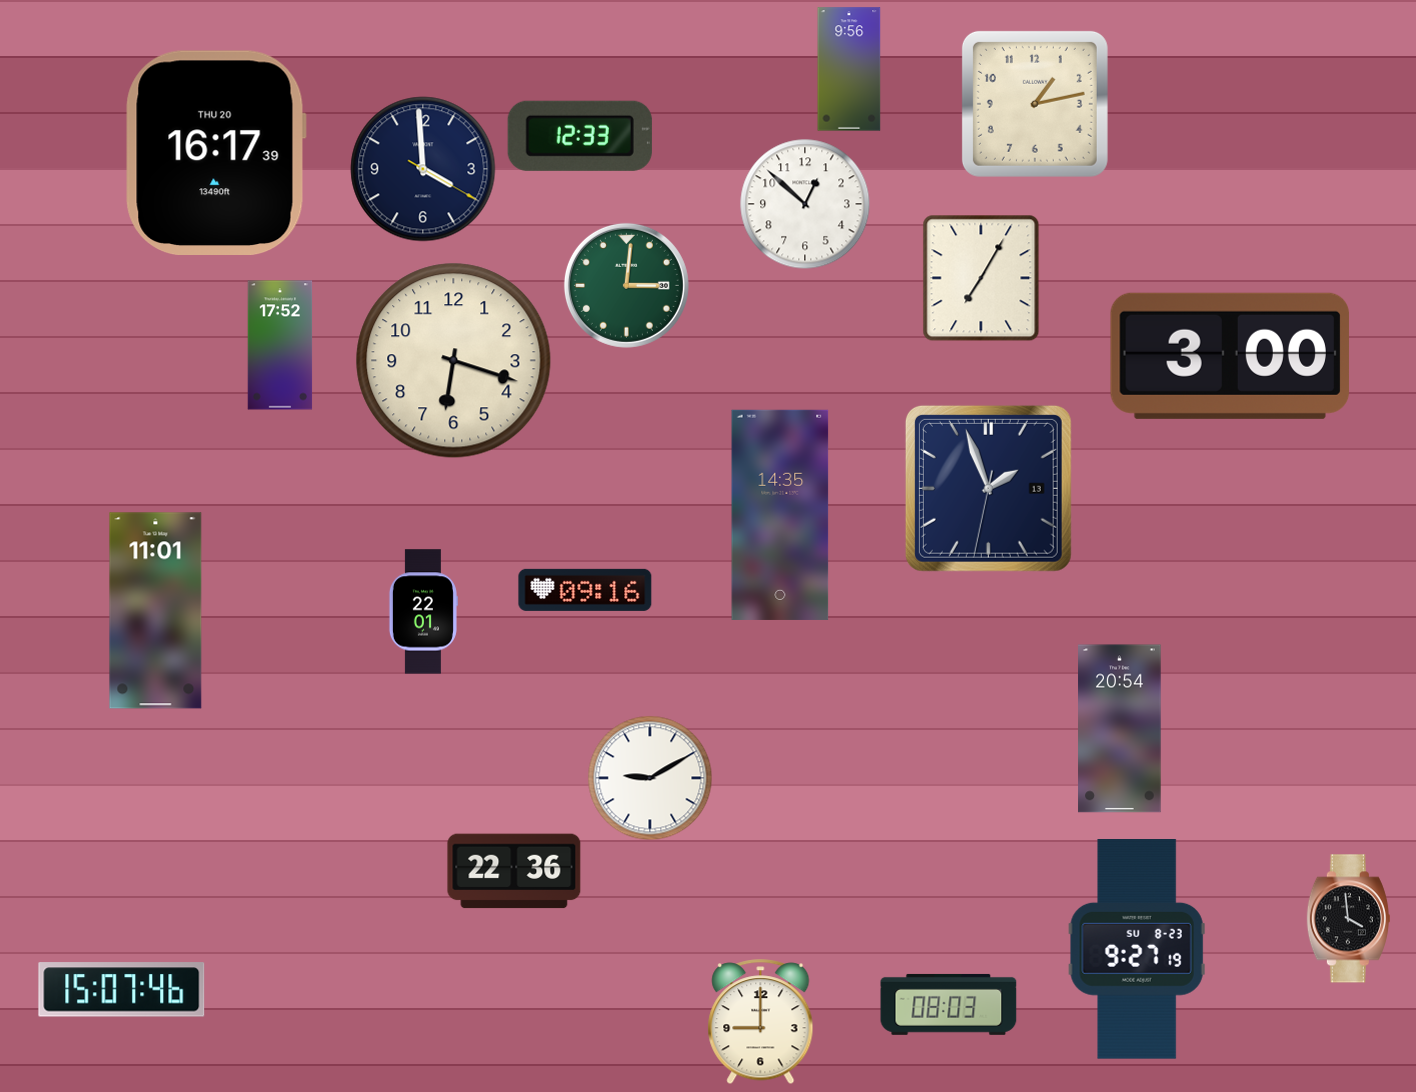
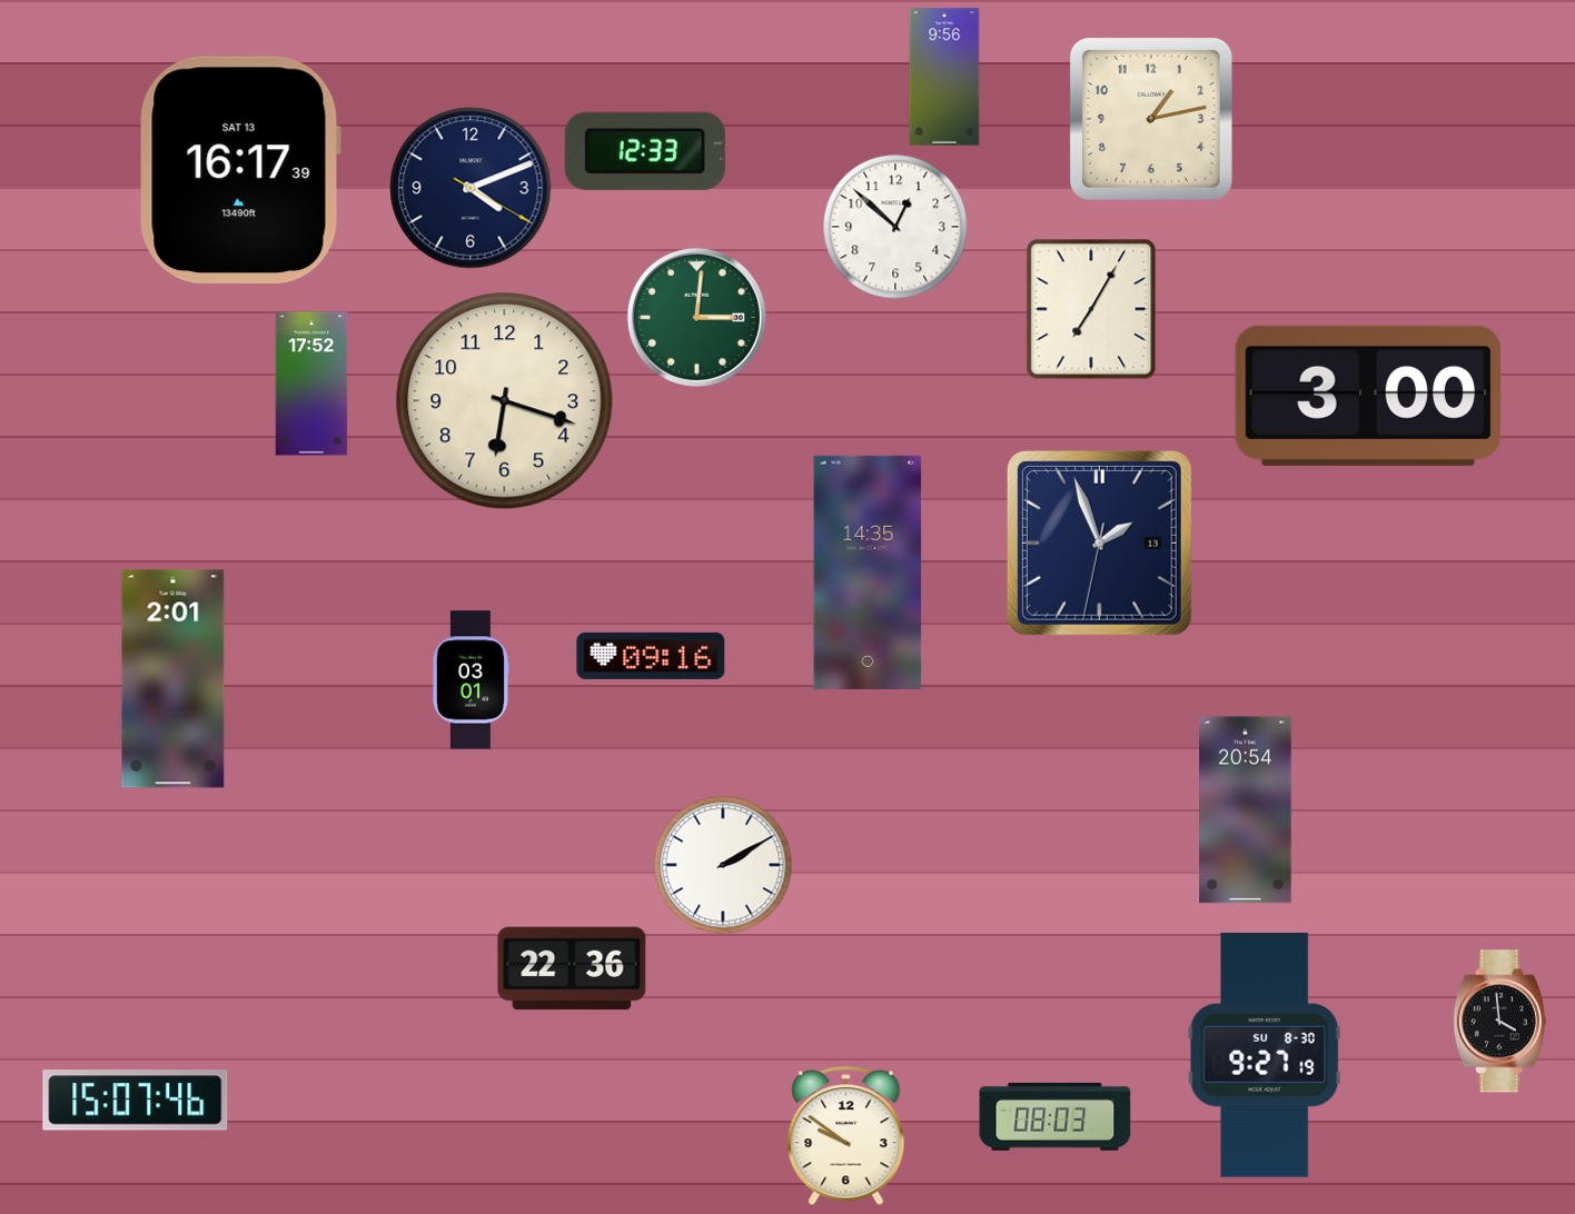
clock at (1035, 104) position: (1035, 104) -> (1151, 119)
clock at (216, 152) date: THU 20 -> SAT 13
clock at (423, 169): 3:59 -> 4:11
clock at (156, 611): 11:01 -> 2:01
clock at (423, 612): 22:01 -> 03:01
clock at (650, 778): 9:10 -> 2:10
clock at (1137, 950) date: SU 8-23 -> SU 8-30
clock at (761, 1022): 9:00 -> 9:51
